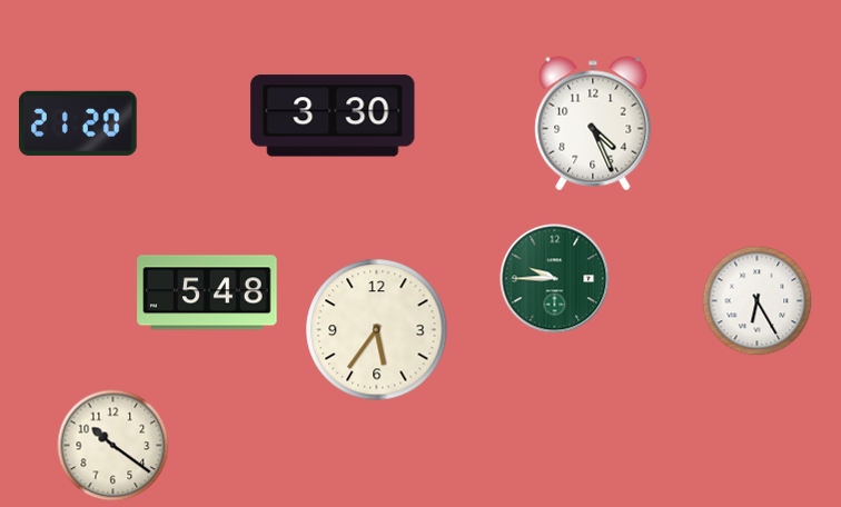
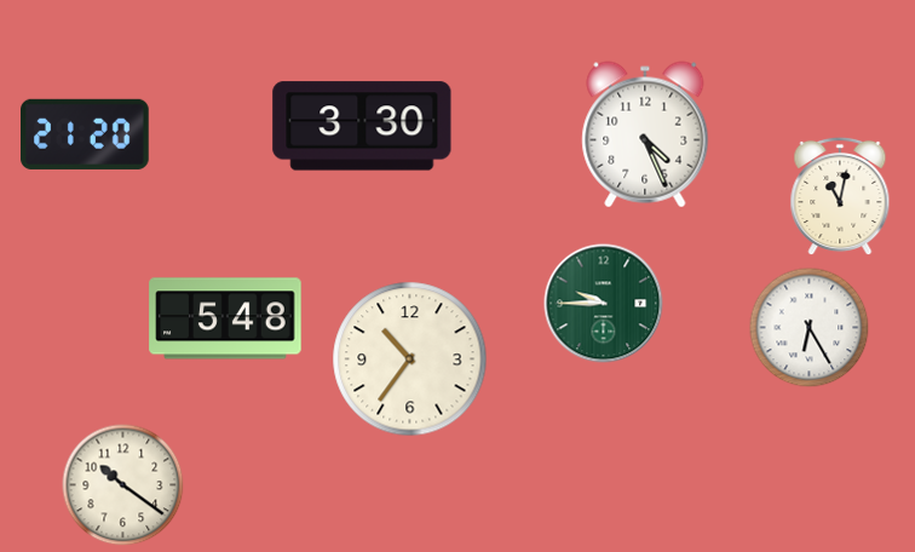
clock at (840, 196): none -> 11:02
clock at (758, 301) position: (758, 301) -> (810, 328)
clock at (377, 330): 5:36 -> 10:36
